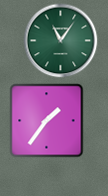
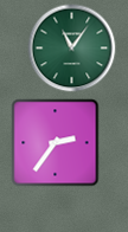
clock at (47, 121): 1:36 -> 2:36
